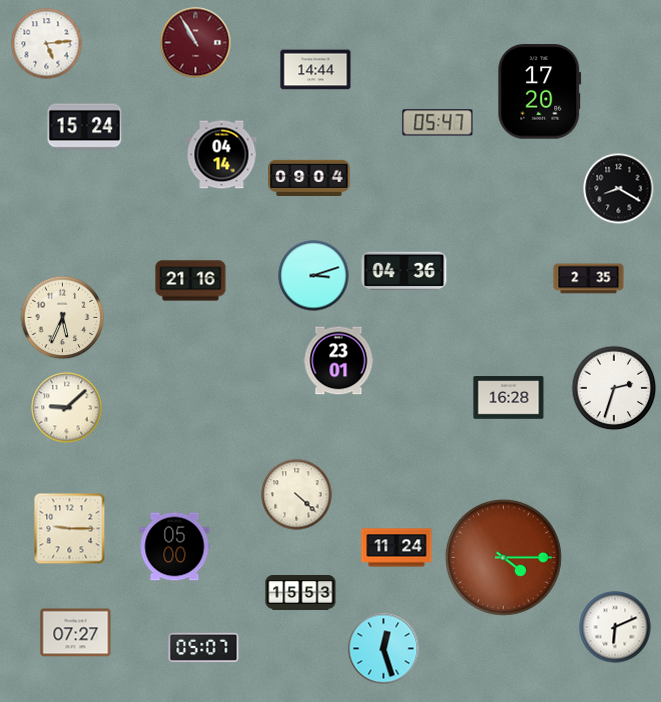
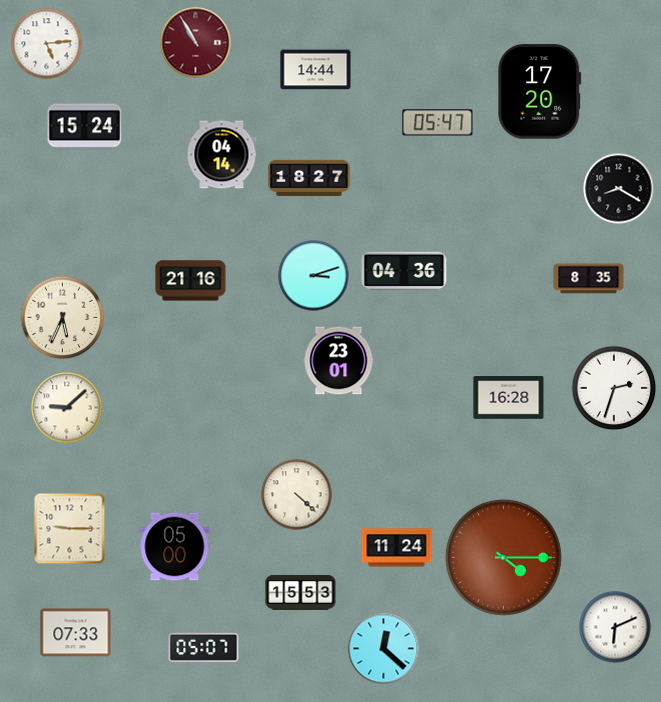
clock at (309, 177): 09:04 -> 18:27
clock at (589, 279): 2:35 -> 8:35
clock at (76, 633): 07:27 -> 07:33
clock at (384, 649): 12:27 -> 12:22
